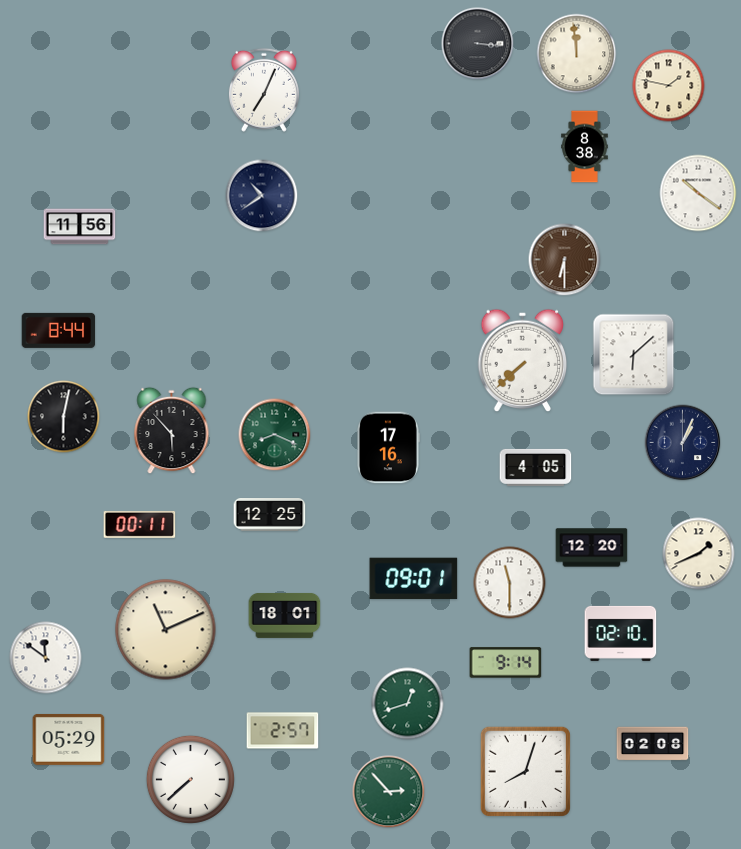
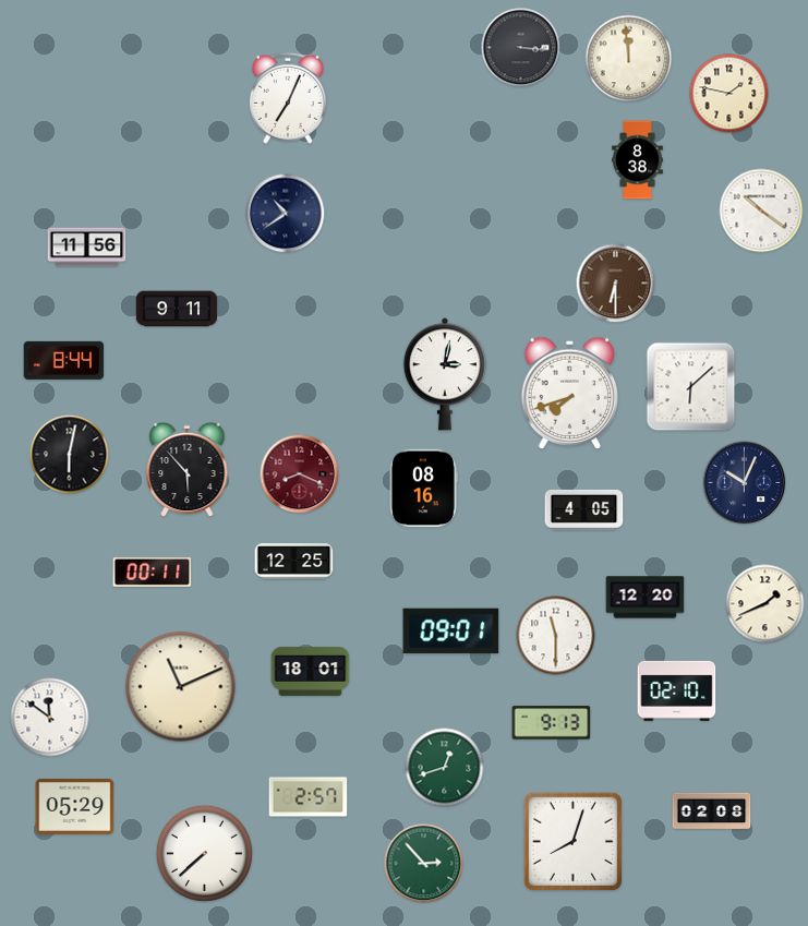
clock at (177, 309): none -> 9:11
clock at (445, 374): none -> 3:02
clock at (523, 361): 7:38 -> 7:42
clock at (275, 435) dial: green -> burgundy
clock at (683, 443): 1:04 -> 10:04
clock at (388, 448): 17:16 -> 08:16
clock at (699, 554) position: (699, 554) -> (765, 604)
clock at (506, 663): 9:14 -> 9:13
clock at (190, 779) position: (190, 779) -> (204, 853)
